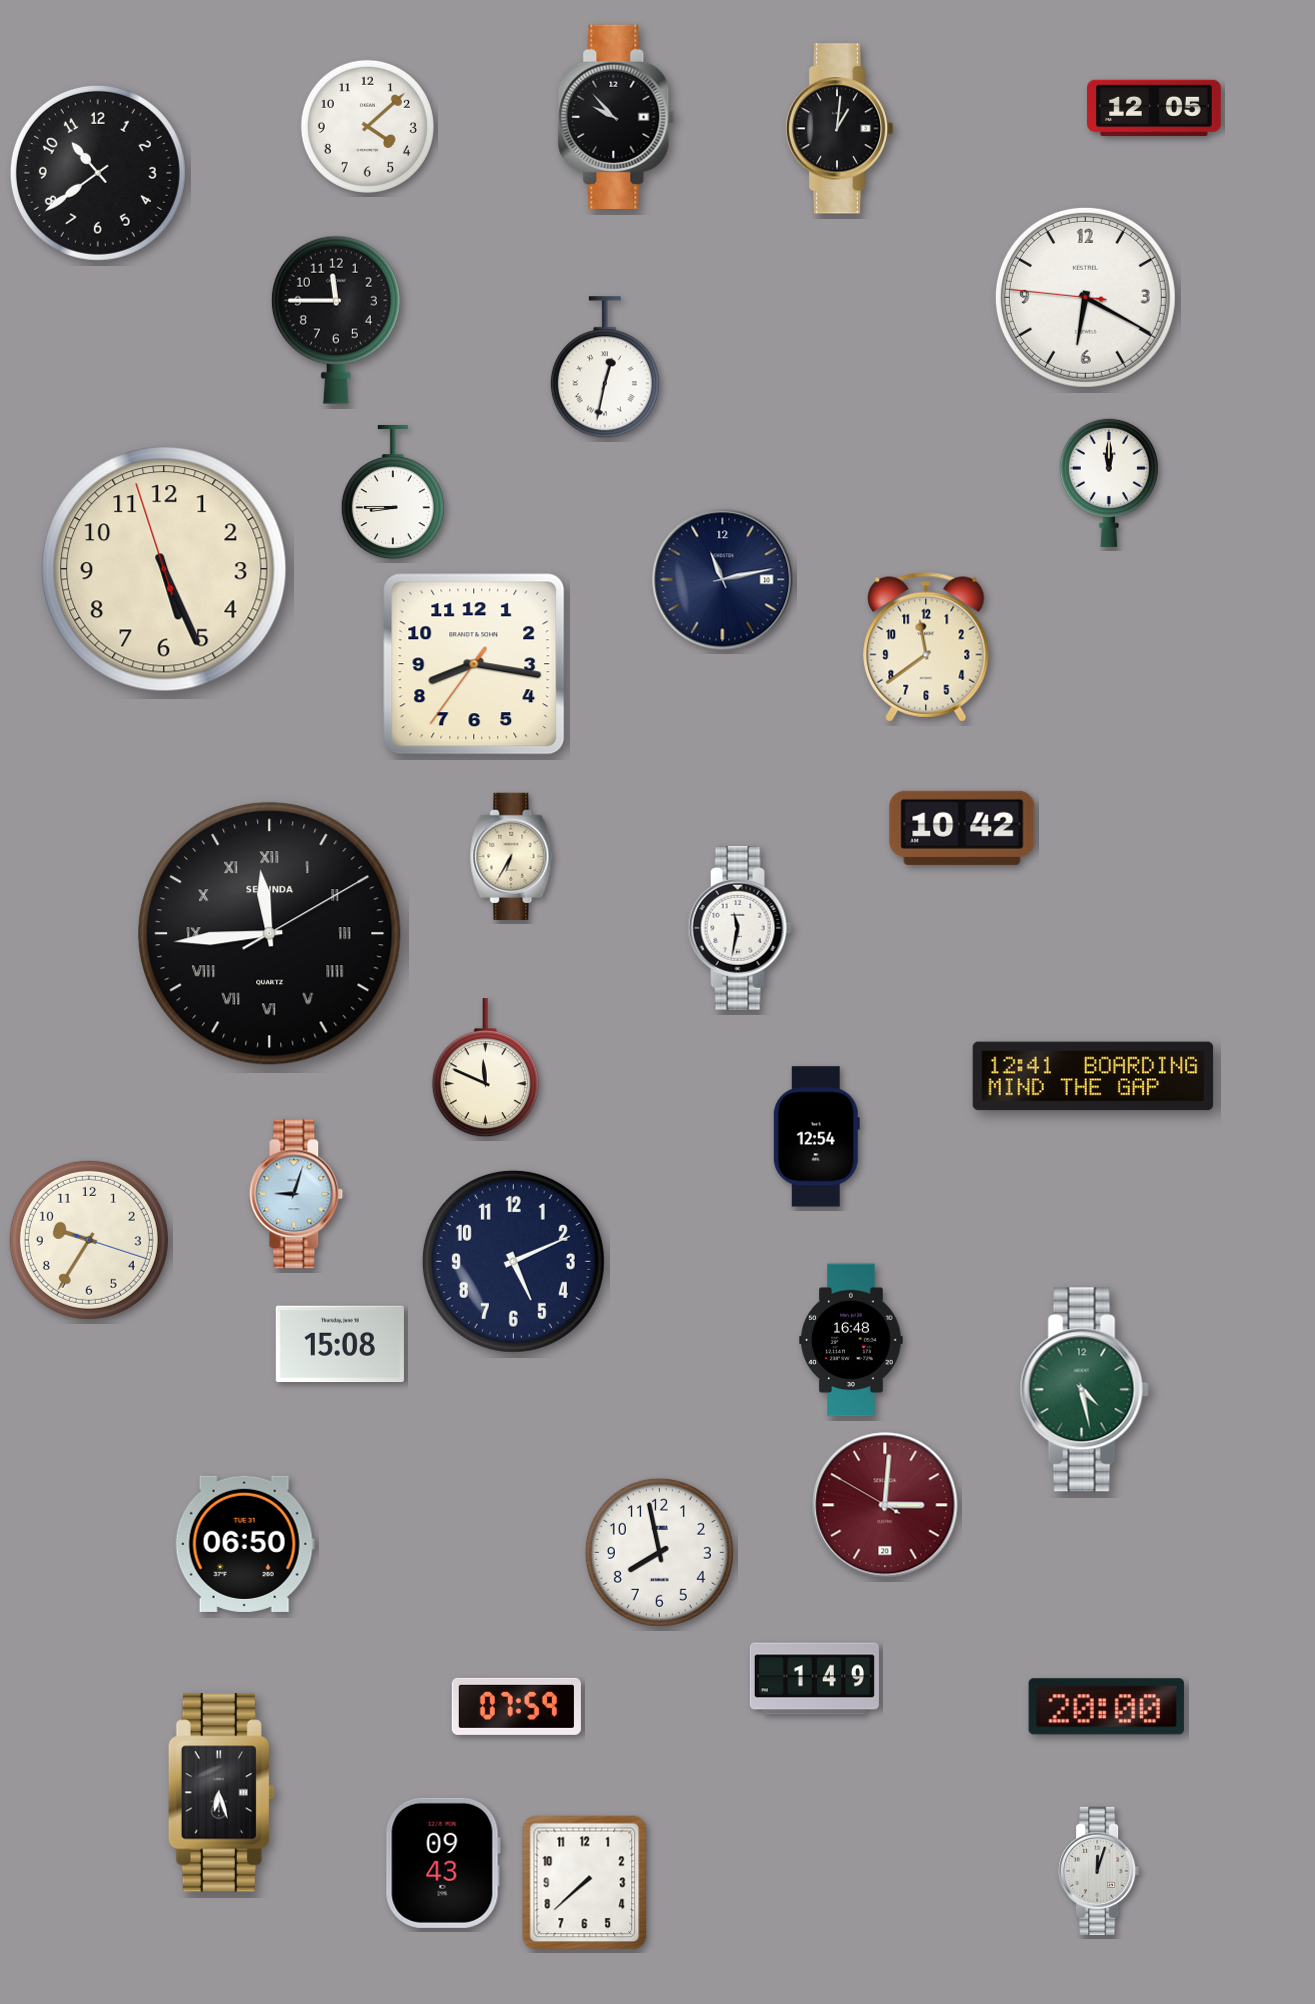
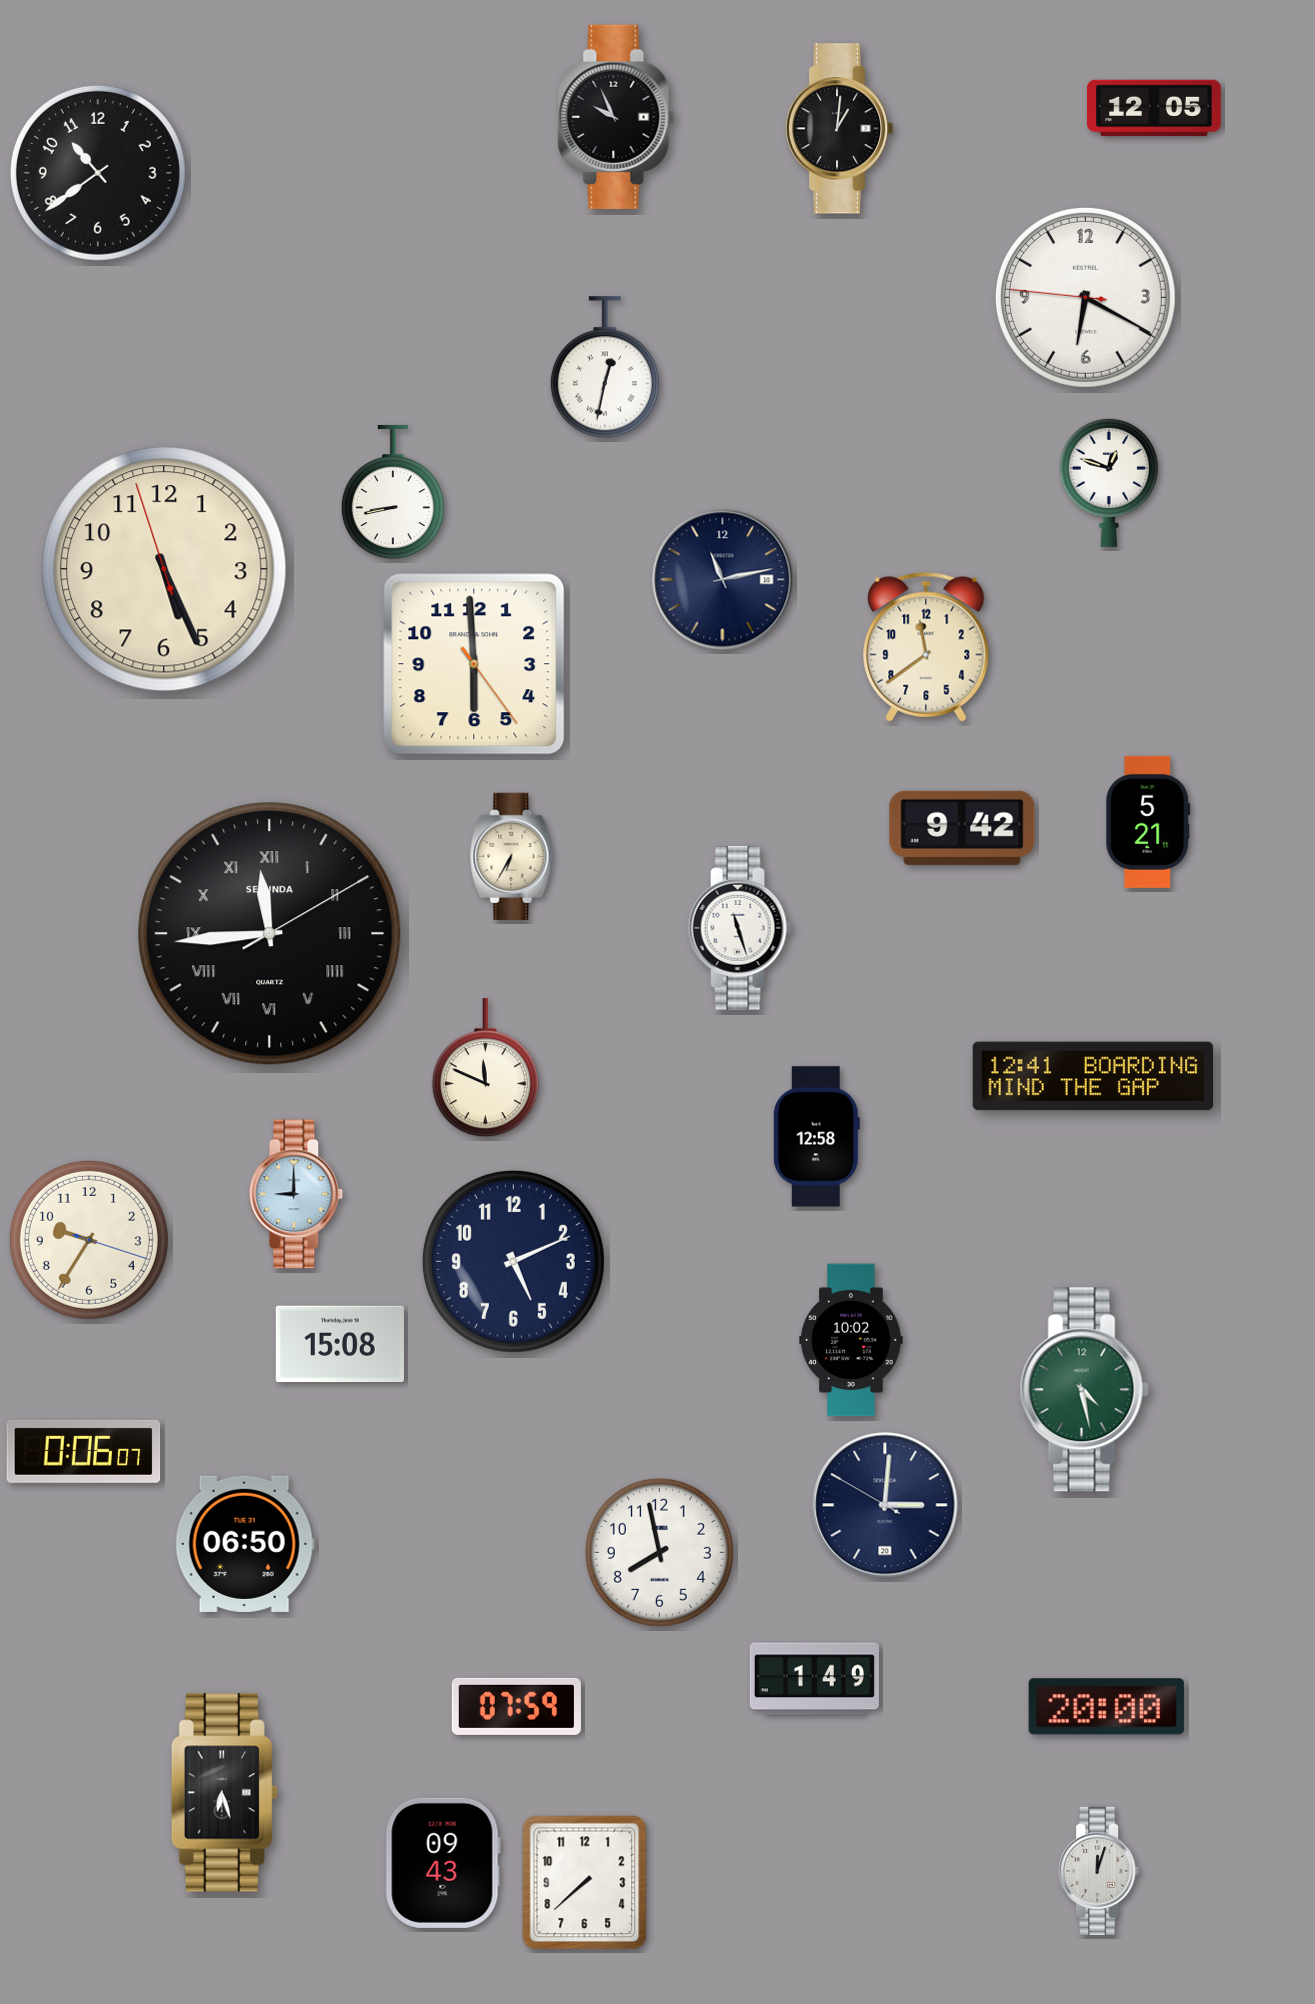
clock at (616, 117): 9:53 -> 9:56
clock at (367, 126): 4:08 -> none
clock at (336, 320): 11:45 -> none
clock at (1109, 482): 12:00 -> 12:48
clock at (393, 492): 8:45 -> 8:43
clock at (474, 664): 8:16 -> 5:59
clock at (1148, 822): none -> 5:21
clock at (962, 828): 10:42 -> 9:42
clock at (740, 928): 11:32 -> 11:27
clock at (816, 1137): 12:54 -> 12:58
clock at (296, 1194): 9:03 -> 9:00
clock at (851, 1340): 16:48 -> 10:02
clock at (84, 1451): none -> 0:06
clock at (885, 1505) dial: burgundy -> navy
clock at (221, 1793) position: (221, 1793) -> (224, 1793)
